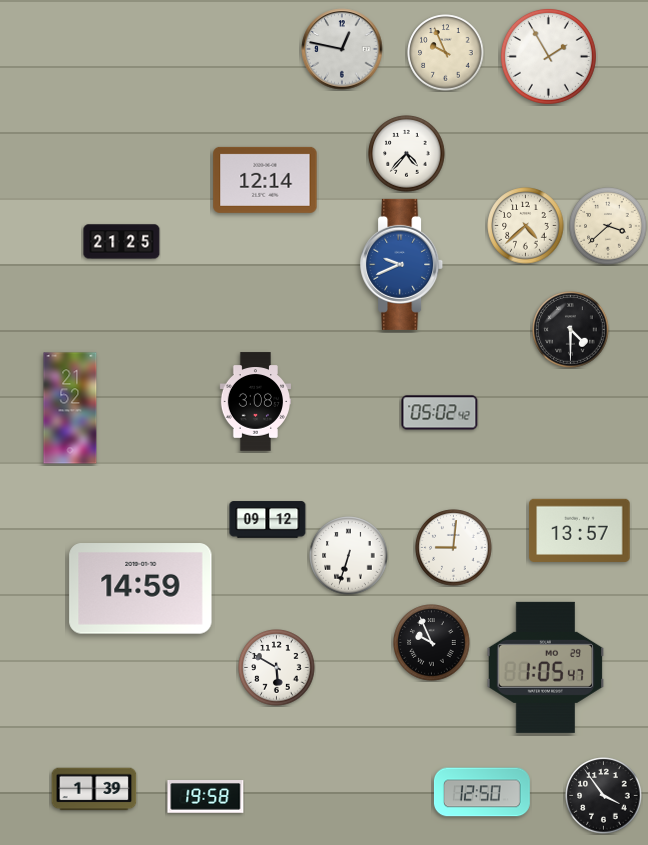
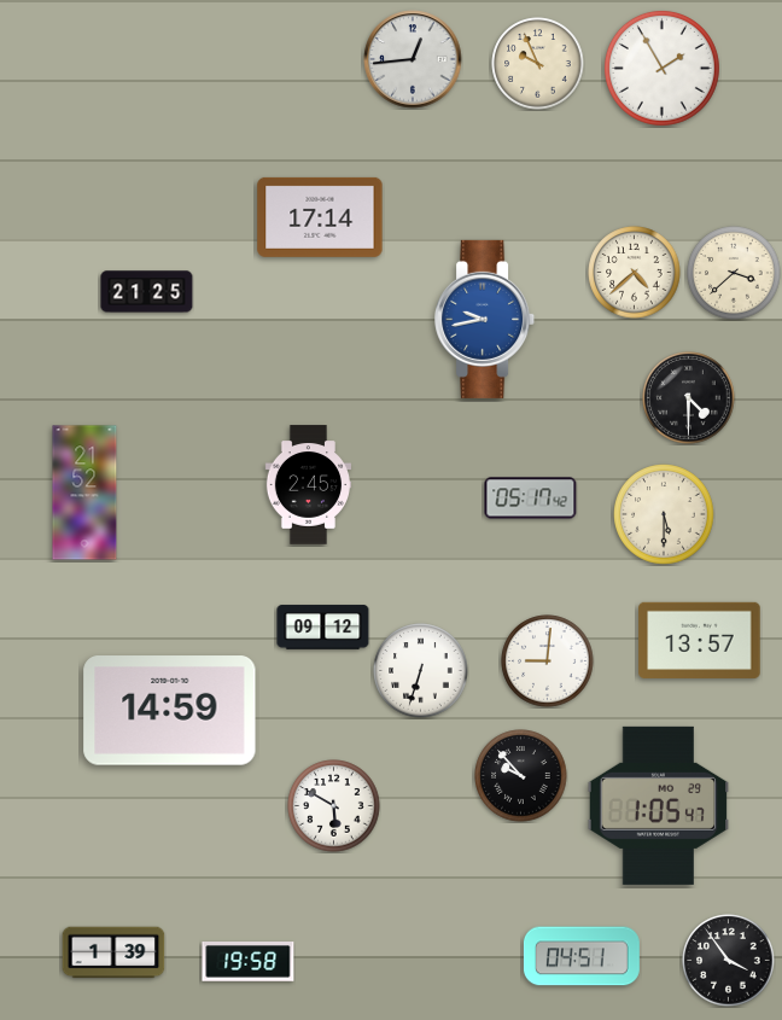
clock at (342, 49): 12:47 -> 12:44
clock at (407, 154): 4:37 -> none
clock at (265, 180): 12:14 -> 17:14
clock at (402, 264): 9:41 -> 9:43
clock at (255, 402): 3:08 -> 2:45
clock at (440, 413): 05:02 -> 05:17
clock at (664, 514): none -> 5:30
clock at (432, 643): 9:56 -> 9:53
clock at (482, 792): 12:50 -> 04:51
